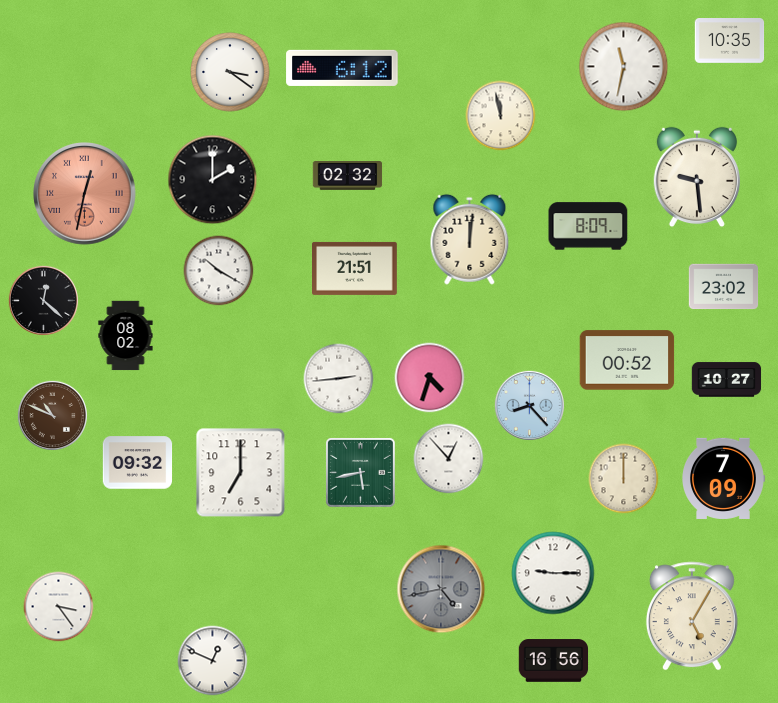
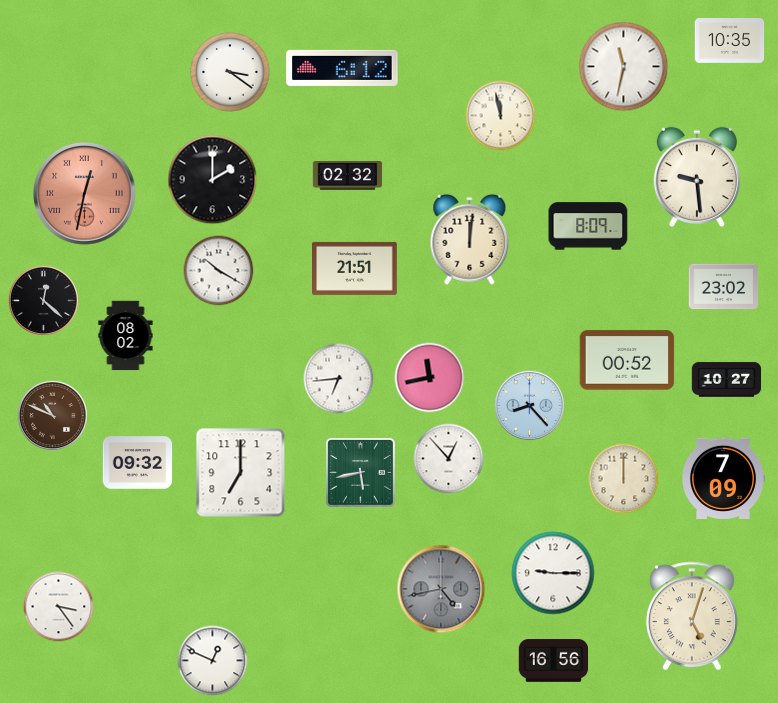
clock at (430, 378): 4:33 -> 11:43
clock at (339, 379): 2:44 -> 6:44
clock at (692, 616): 5:05 -> 5:03
